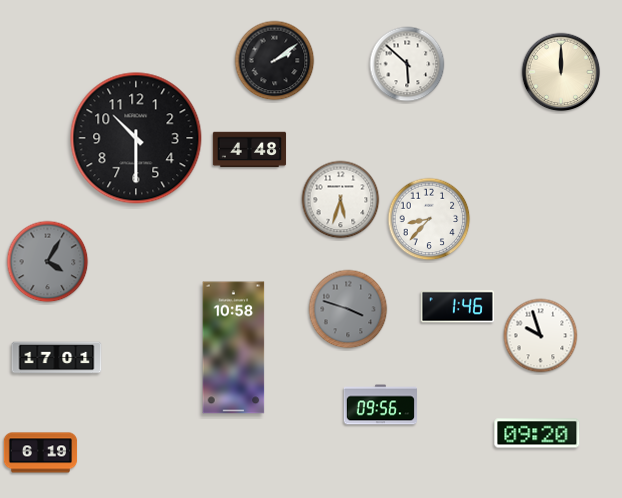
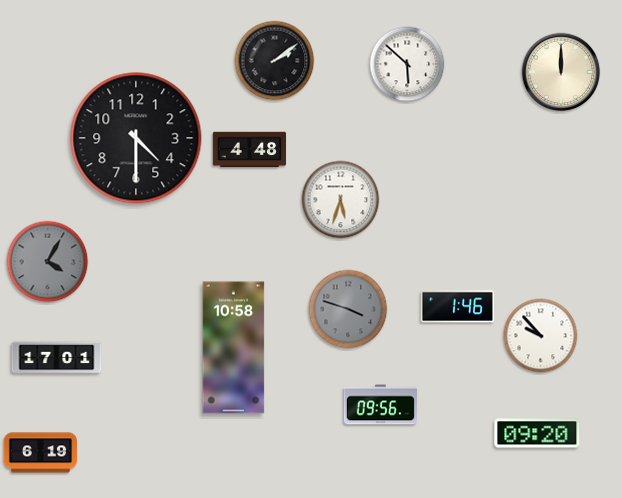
clock at (136, 138): 10:30 -> 4:30
clock at (429, 219): 8:37 -> none
clock at (541, 336): 9:57 -> 9:53
